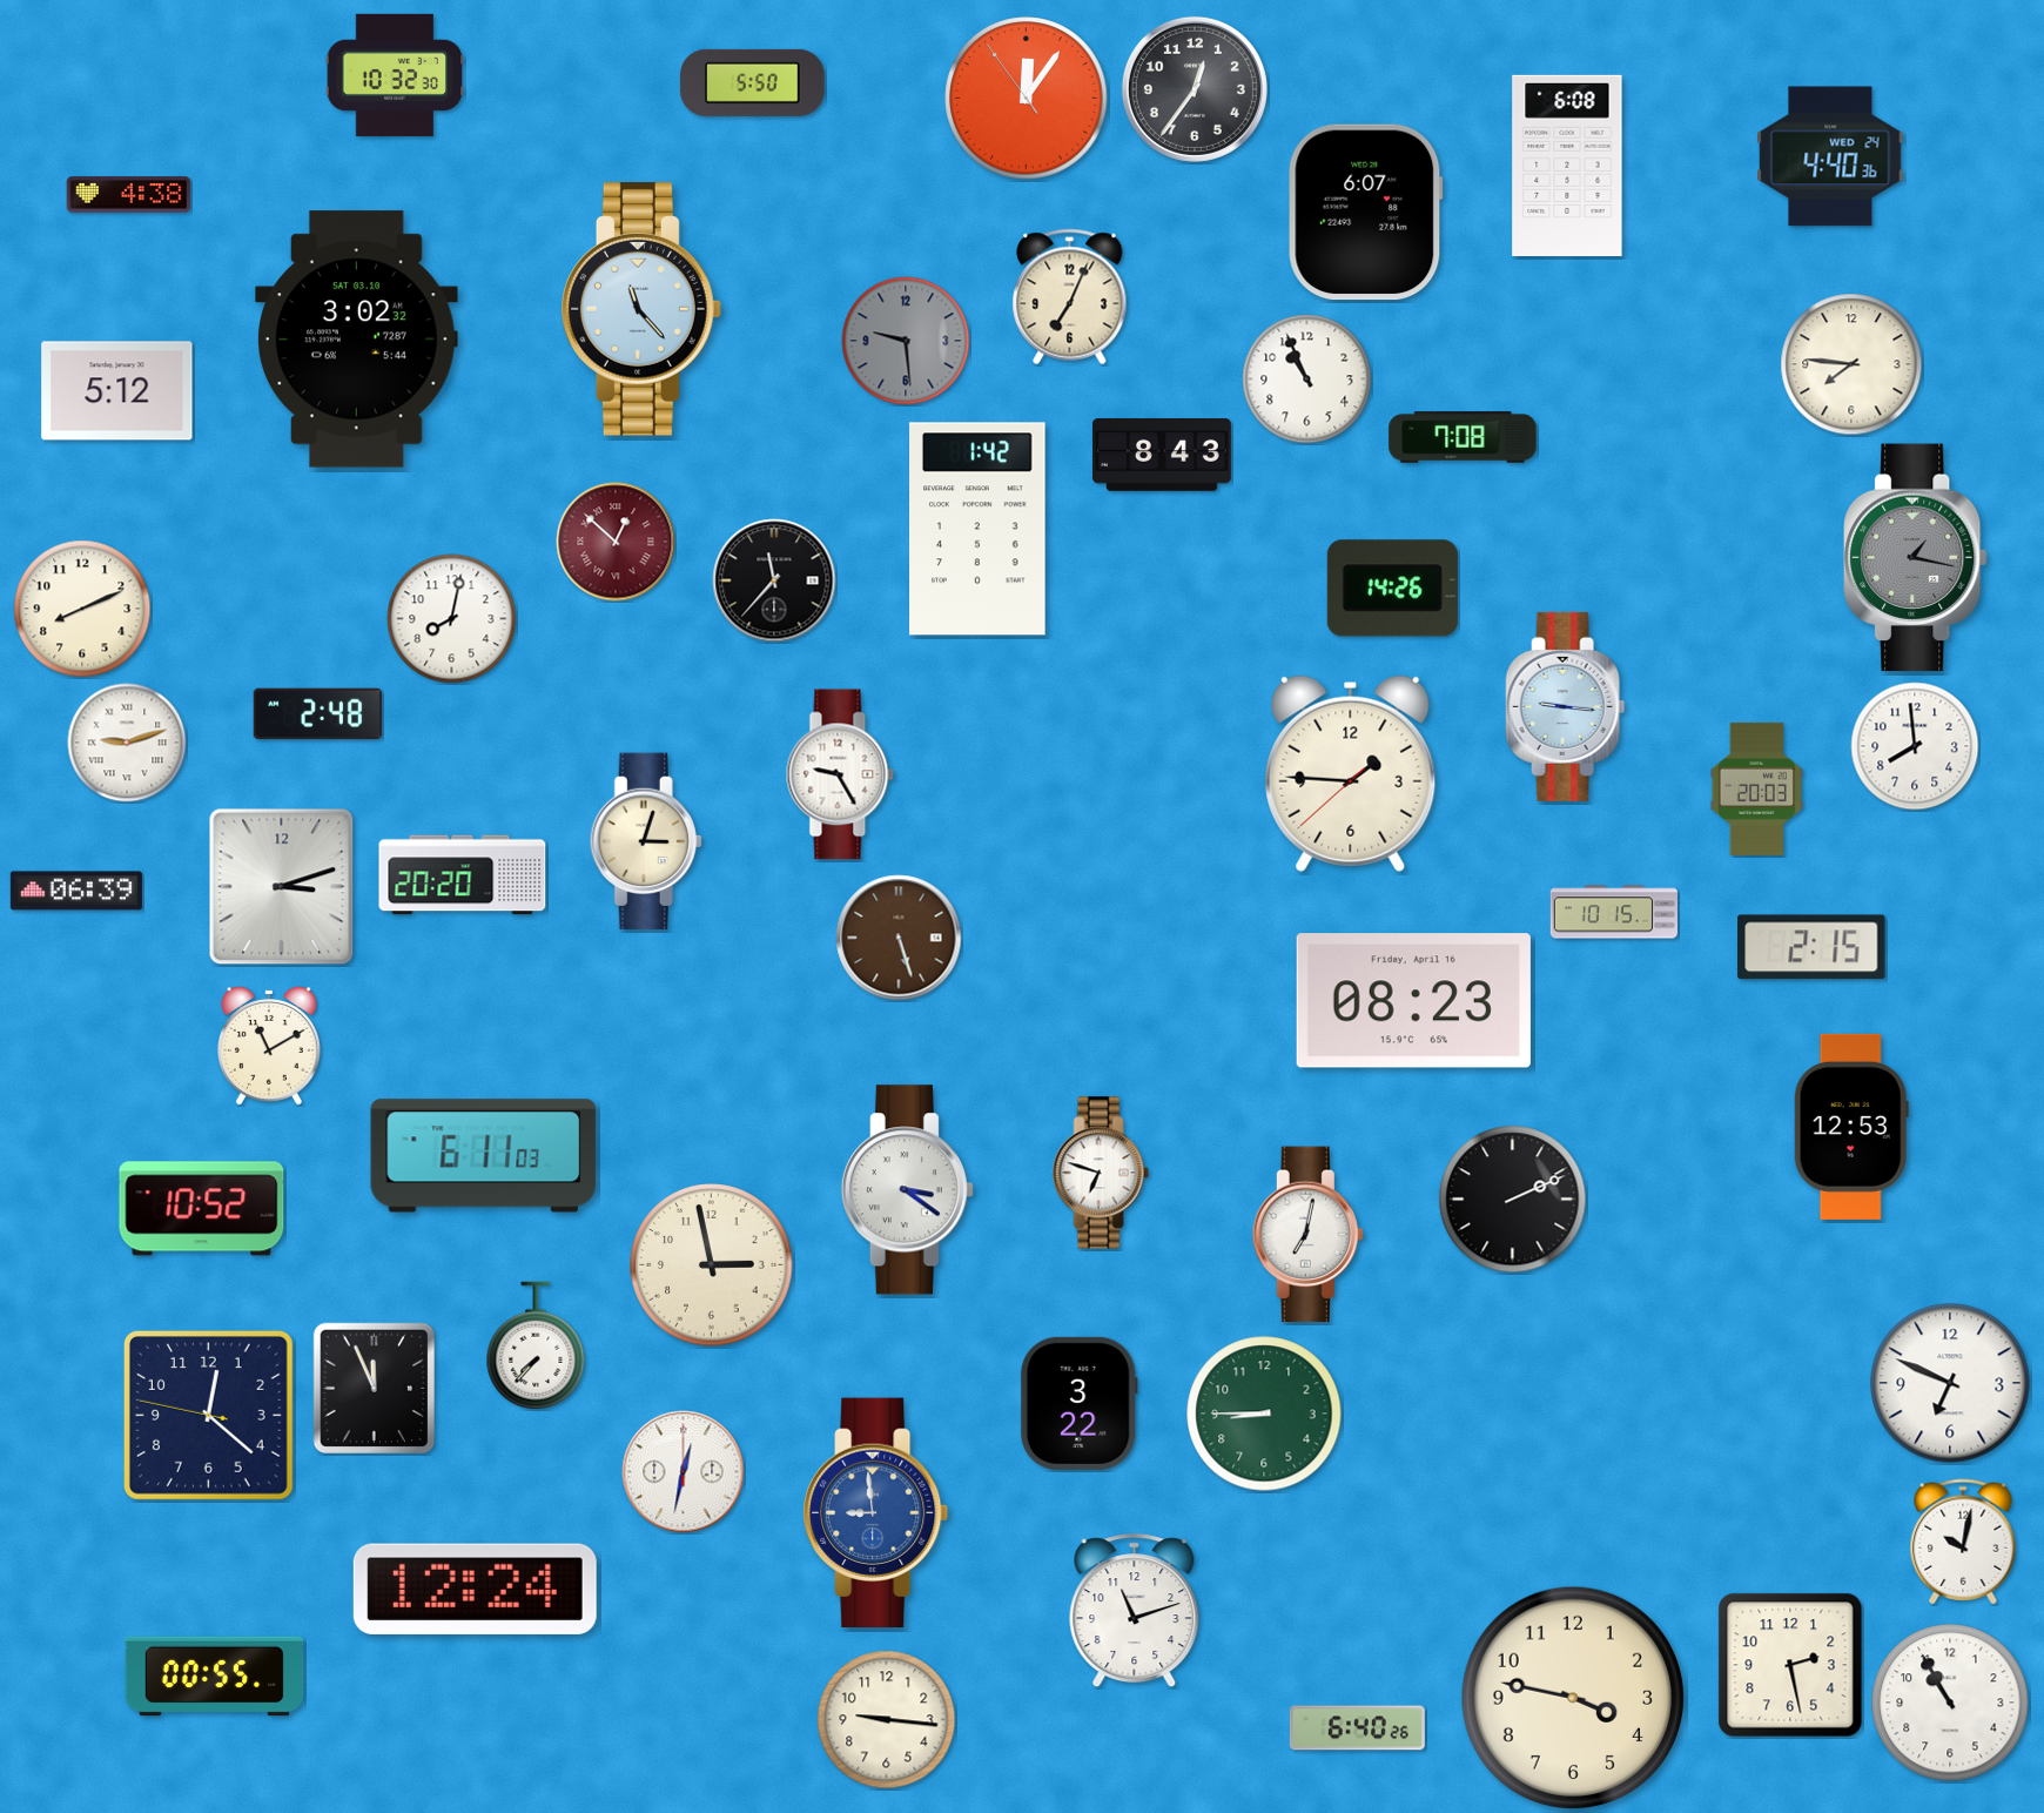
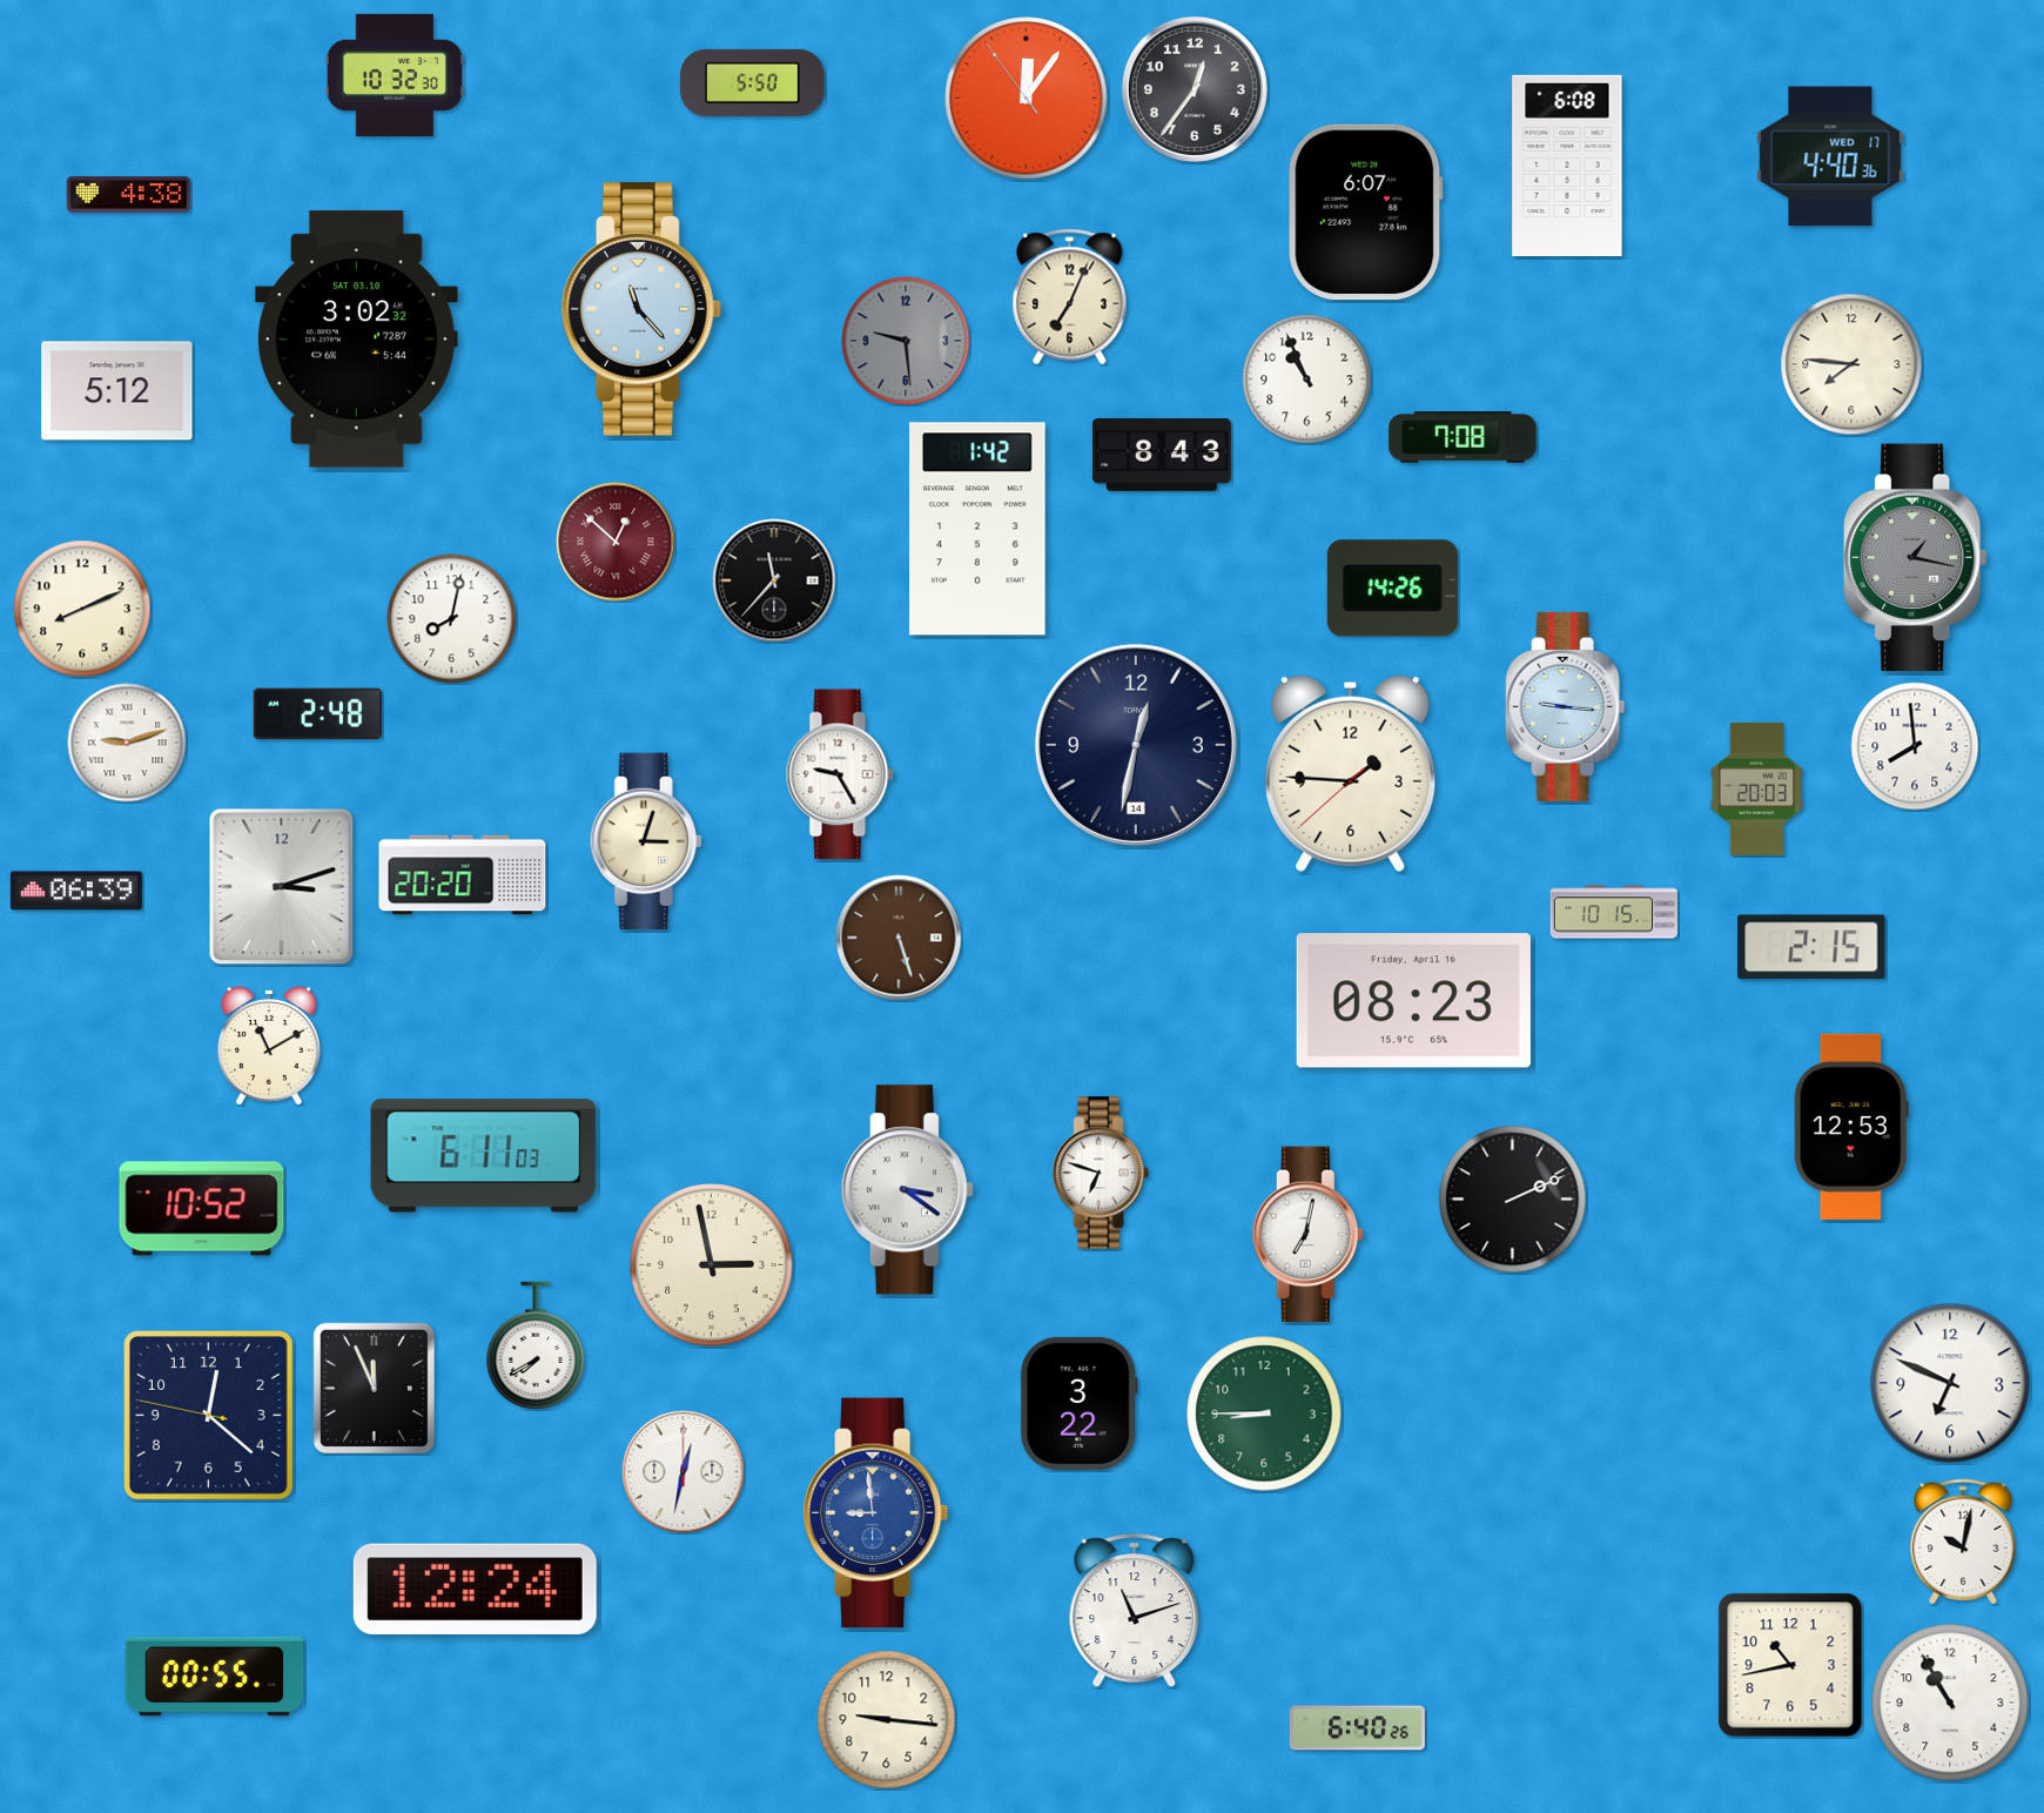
clock at (1830, 156) date: WED 24 -> WED 17
clock at (1136, 745): none -> 12:32
clock at (536, 1345): 7:37 -> 7:40
clock at (1790, 1665): 2:28 -> 10:43
clock at (1573, 1698): 3:47 -> none
